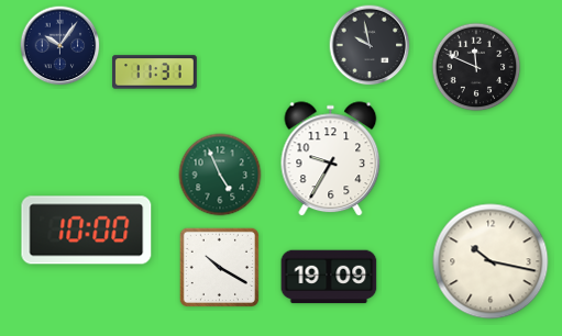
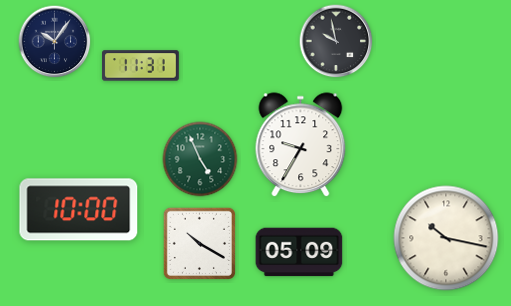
clock at (476, 67): 11:49 -> none
clock at (329, 277): 19:09 -> 05:09
